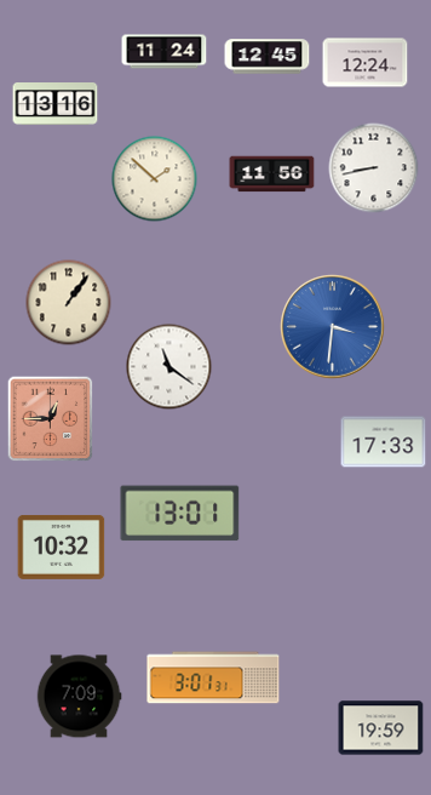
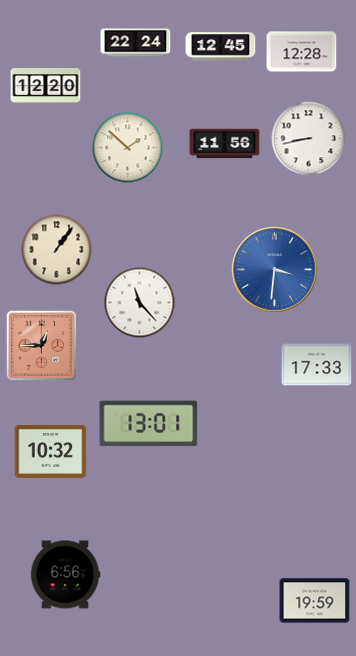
clock at (165, 52): 11:24 -> 22:24
clock at (366, 63): 12:24 -> 12:28
clock at (56, 104): 13:16 -> 12:20
clock at (169, 367): 11:21 -> 11:23
clock at (213, 677): 3:01 -> none
clock at (79, 697): 7:09 -> 6:56
